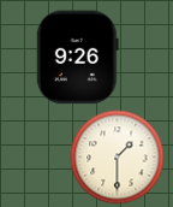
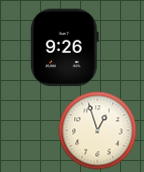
clock at (117, 156): 1:30 -> 12:57
